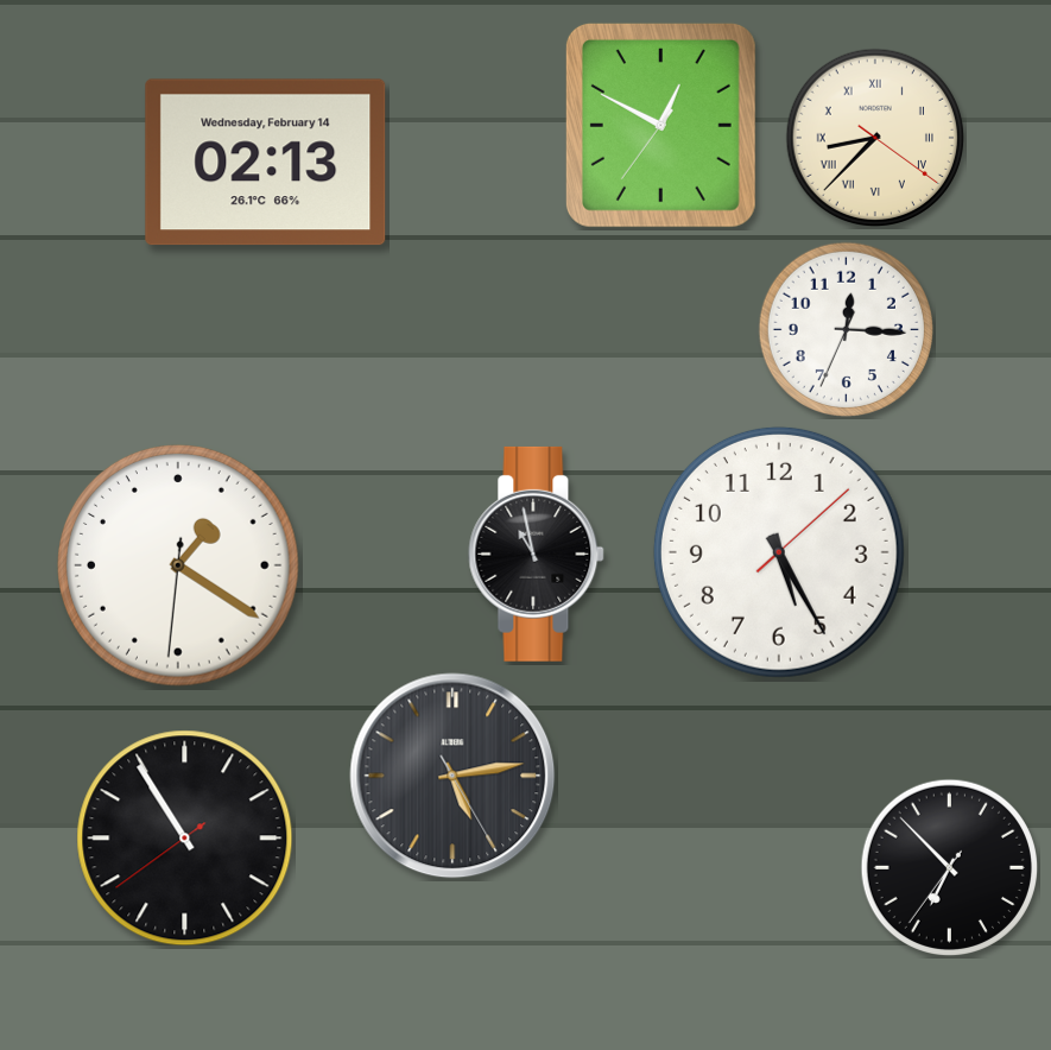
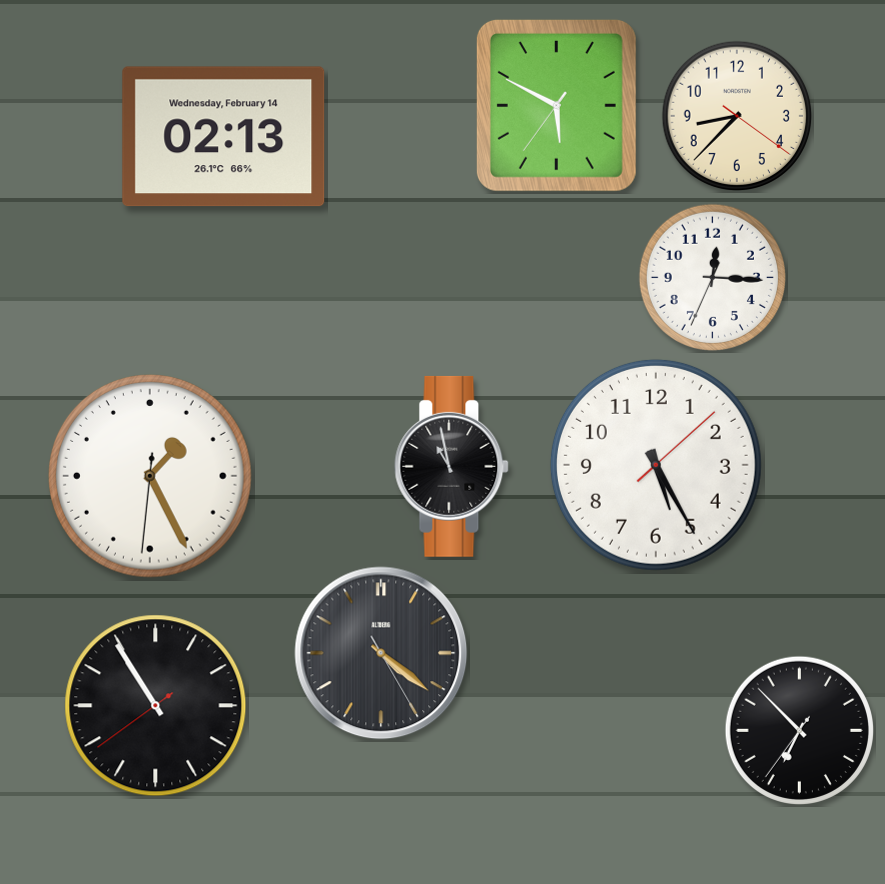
clock at (660, 125): 12:49 -> 5:49
clock at (874, 137) numerals: Roman -> Arabic
clock at (179, 567): 1:20 -> 1:25
clock at (452, 776): 5:13 -> 4:21
